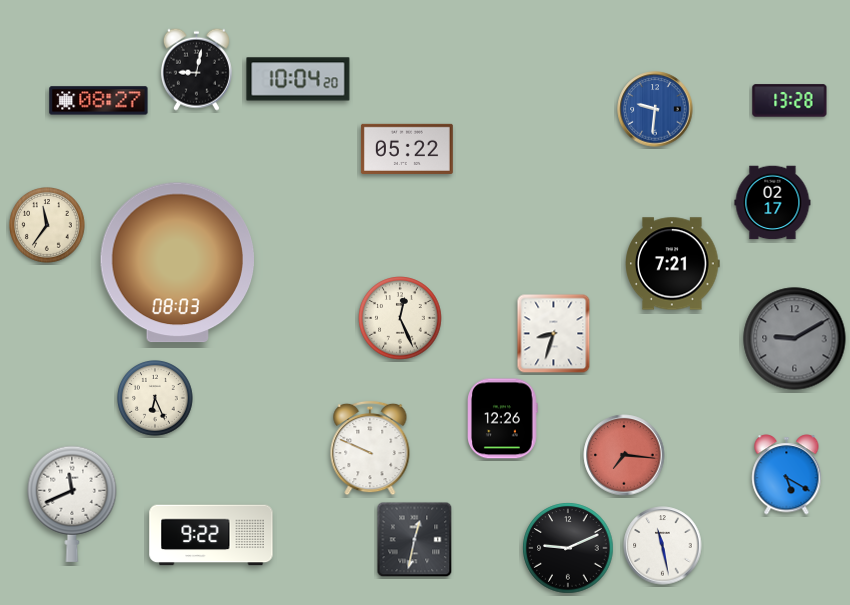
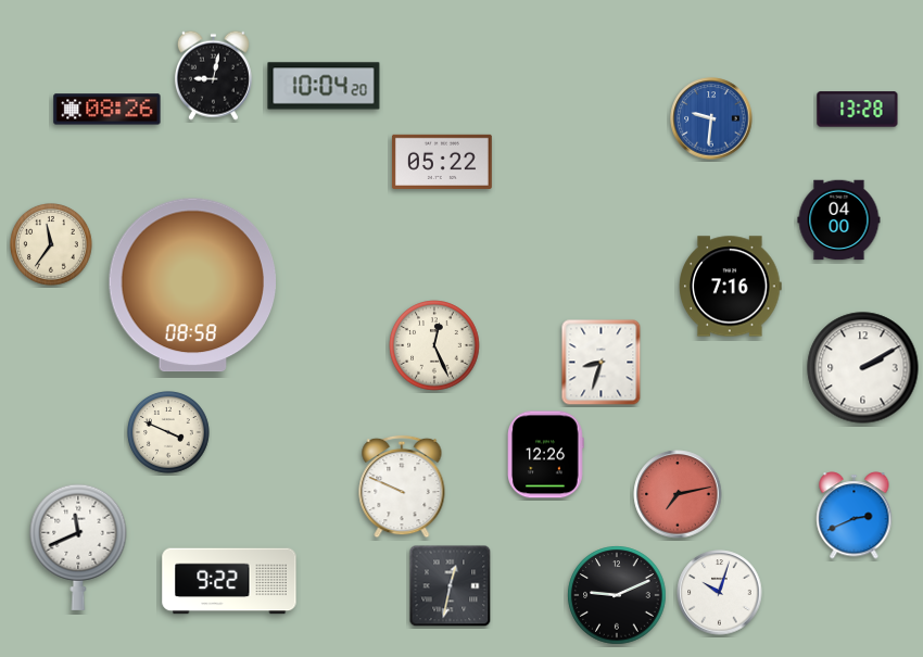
clock at (99, 101): 08:27 -> 08:26
clock at (773, 203): 02:17 -> 04:00
clock at (177, 263): 08:03 -> 08:58
clock at (673, 264): 7:21 -> 7:16
clock at (795, 339): 9:10 -> 2:10
clock at (795, 339) dial: grey -> white
clock at (156, 399): 6:26 -> 3:49
clock at (624, 455): 7:16 -> 7:13
clock at (787, 475): 5:20 -> 2:41
clock at (663, 546): 11:28 -> 10:03
